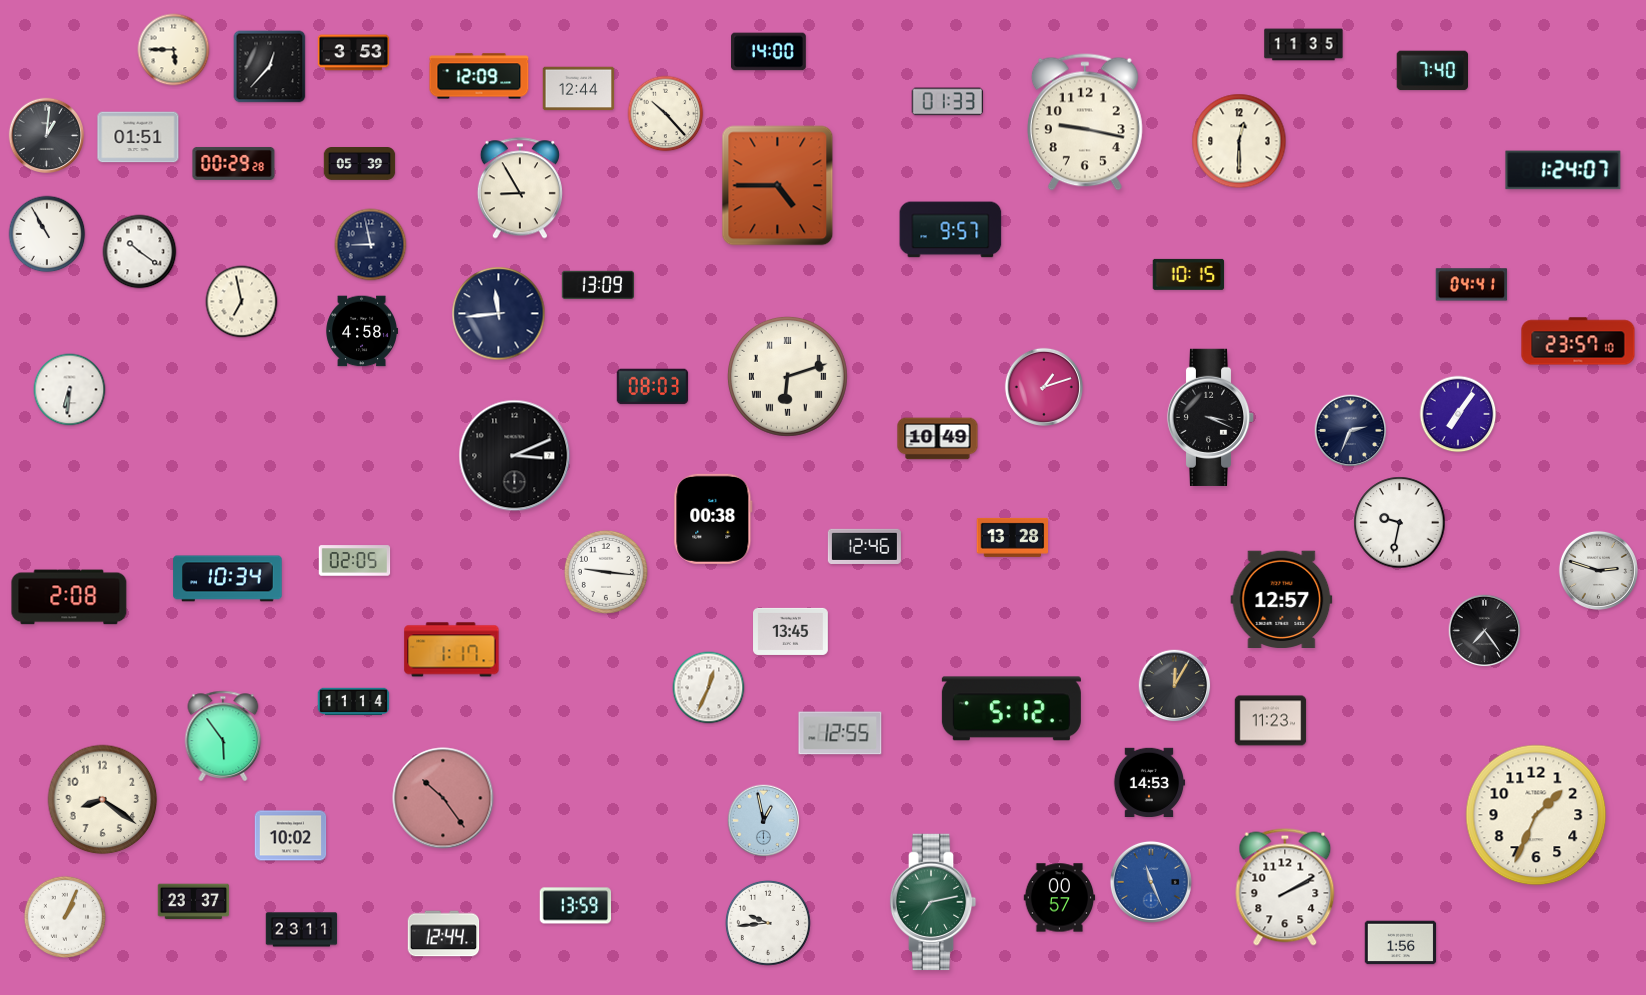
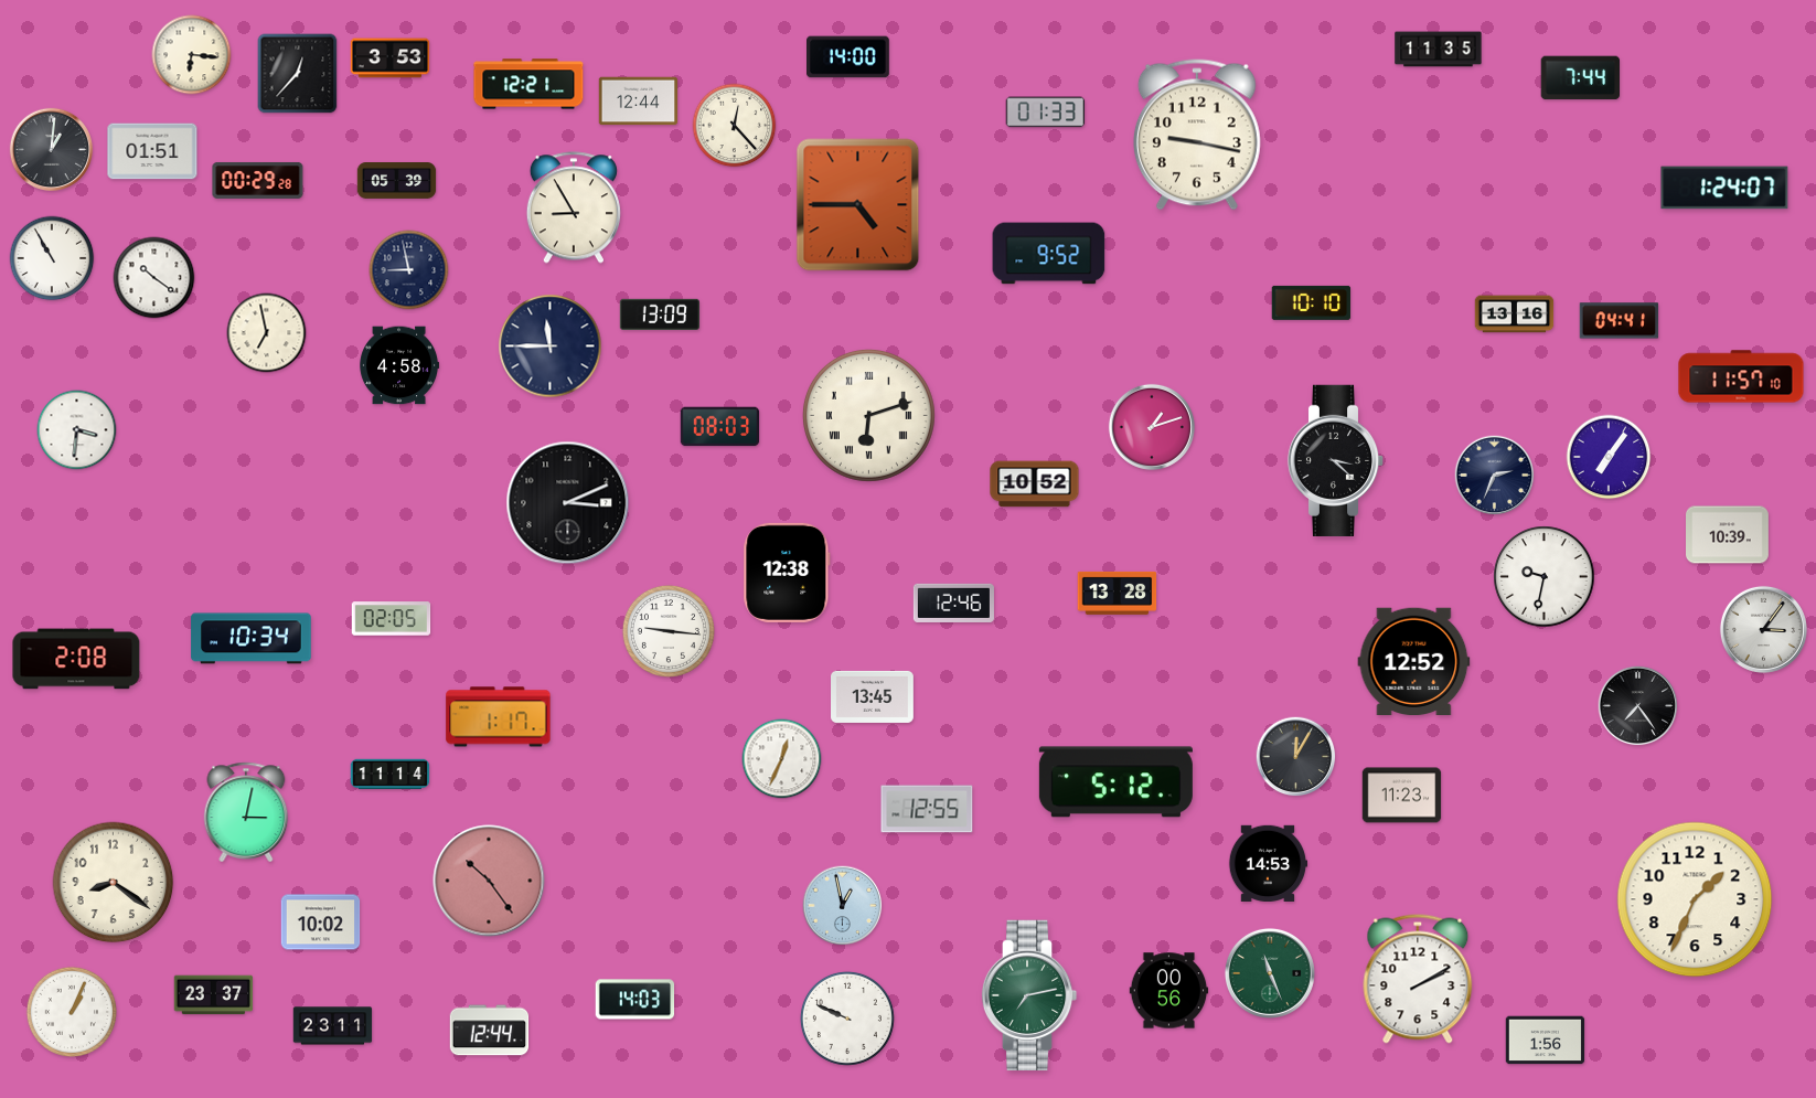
clock at (174, 50): 5:45 -> 6:16
clock at (1433, 71): 7:40 -> 7:44
clock at (479, 76): 12:09 -> 12:21
clock at (579, 89) position: (579, 89) -> (639, 102)
clock at (666, 114): 10:23 -> 12:23
clock at (1239, 141): 12:30 -> none
clock at (951, 230): 9:57 -> 9:52
clock at (1189, 274): 10:15 -> 10:10
clock at (1515, 315): none -> 13:16
clock at (1472, 285) position: (1472, 285) -> (1620, 321)
clock at (499, 314): 11:44 -> 11:45
clock at (1578, 341): 23:57 -> 11:57
clock at (70, 390): 6:31 -> 3:31
clock at (1211, 417): 3:19 -> 3:22
clock at (1351, 431) position: (1351, 431) -> (1495, 476)
clock at (938, 439): 10:49 -> 10:52
clock at (1728, 535): none -> 10:39
clock at (713, 519): 00:38 -> 12:38
clock at (1598, 570): 2:48 -> 3:06
clock at (1282, 600): 12:57 -> 12:52
clock at (1485, 631) position: (1485, 631) -> (1638, 706)
clock at (223, 735): 5:54 -> 3:02
clock at (1151, 882) dial: blue -> green
clock at (1060, 898): 00:57 -> 00:56
clock at (576, 906): 13:59 -> 14:03
clock at (768, 923): 9:44 -> 9:49
